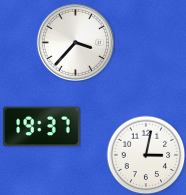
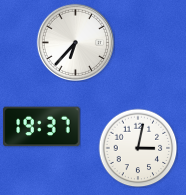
clock at (75, 42): 3:37 -> 6:37
clock at (146, 155) position: (146, 155) -> (138, 148)
